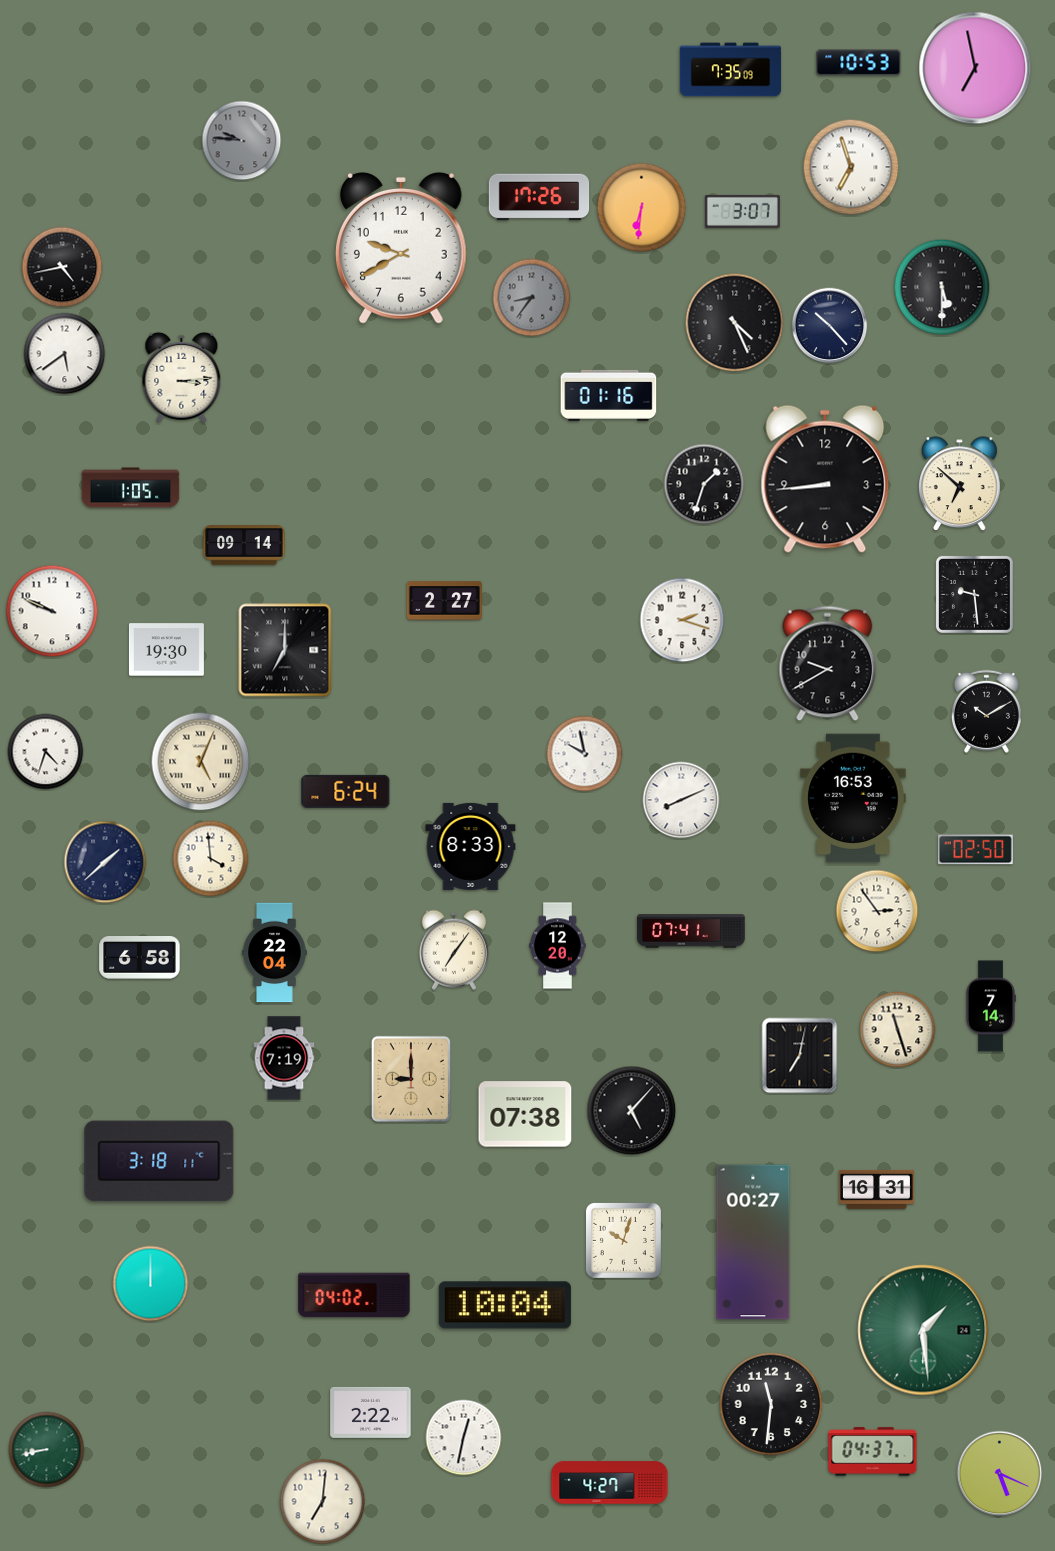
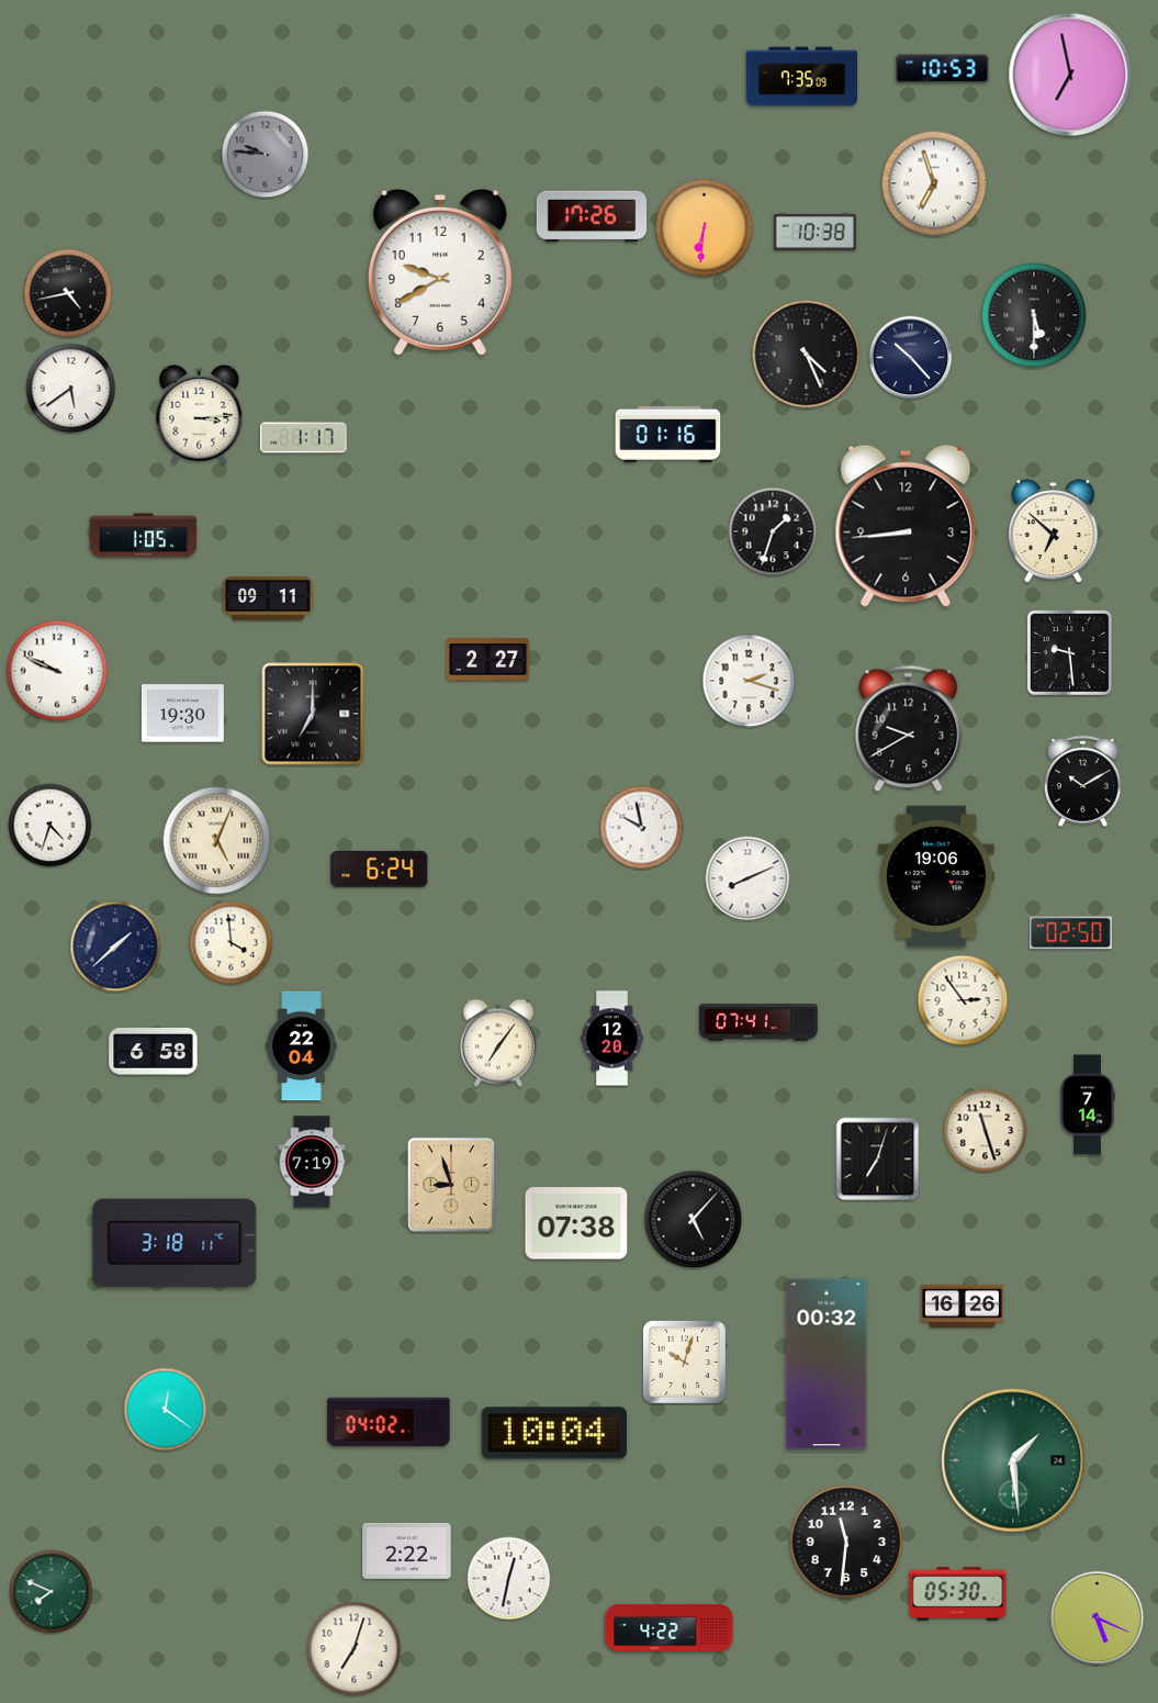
clock at (742, 211): 3:07 -> 10:38
clock at (532, 298): 8:36 -> none
clock at (304, 438): none -> 1:17
clock at (244, 545): 09:14 -> 09:11
clock at (201, 762) position: (201, 762) -> (217, 841)
clock at (853, 798): 16:53 -> 19:06
clock at (471, 846): 8:33 -> none
clock at (800, 1056): 7:02 -> 7:03
clock at (411, 1079): 9:00 -> 8:57
clock at (159, 1161) position: (159, 1161) -> (175, 1243)
clock at (876, 1189): 16:31 -> 16:26
clock at (753, 1242): 00:27 -> 00:32
clock at (151, 1284): 12:00 -> 12:21
clock at (47, 1450): 8:43 -> 7:49
clock at (873, 1452): 04:37 -> 05:30
clock at (610, 1483): 4:27 -> 4:22
clock at (323, 1502): 7:01 -> 7:03
